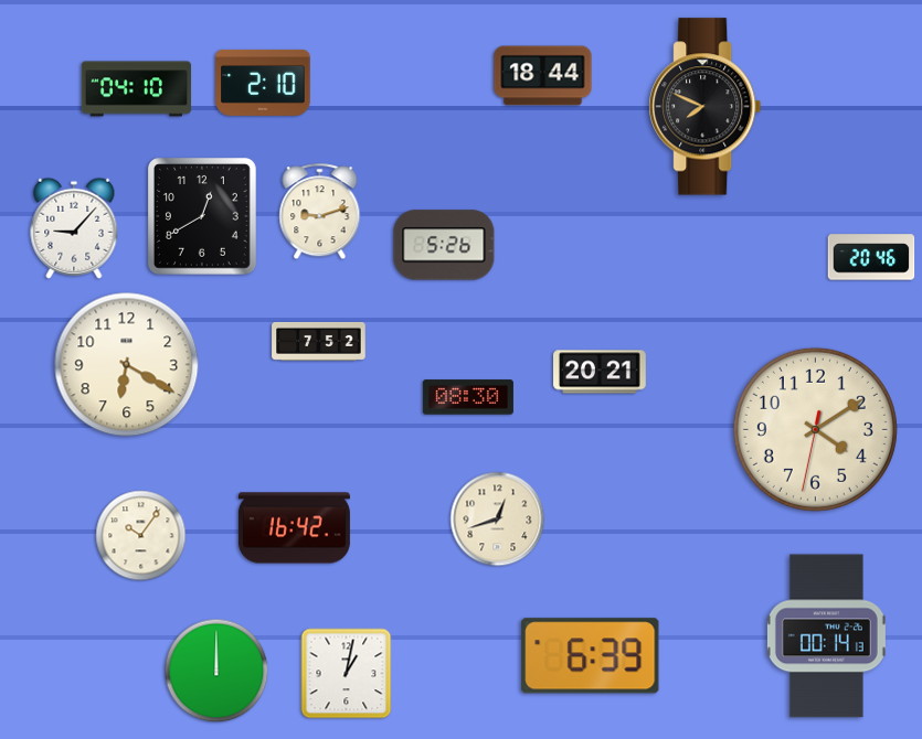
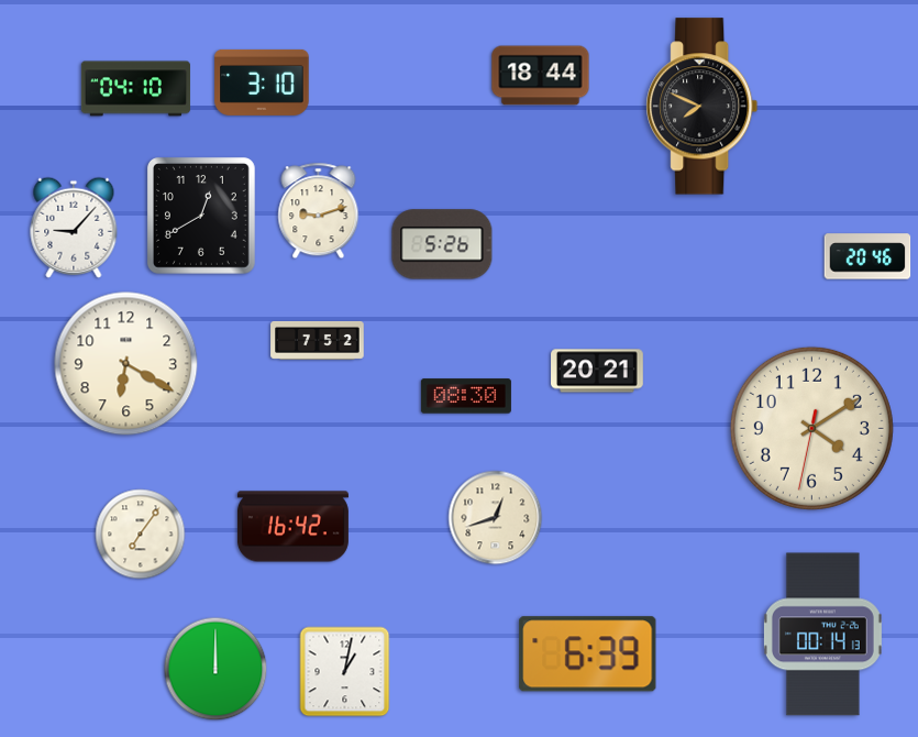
clock at (263, 83): 2:10 -> 3:10
clock at (141, 536): 10:06 -> 7:06
